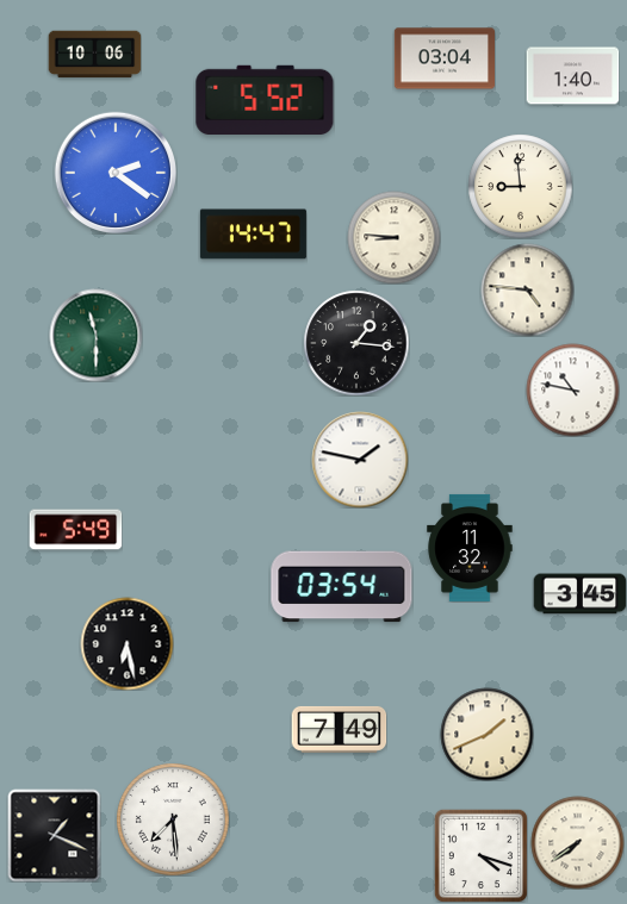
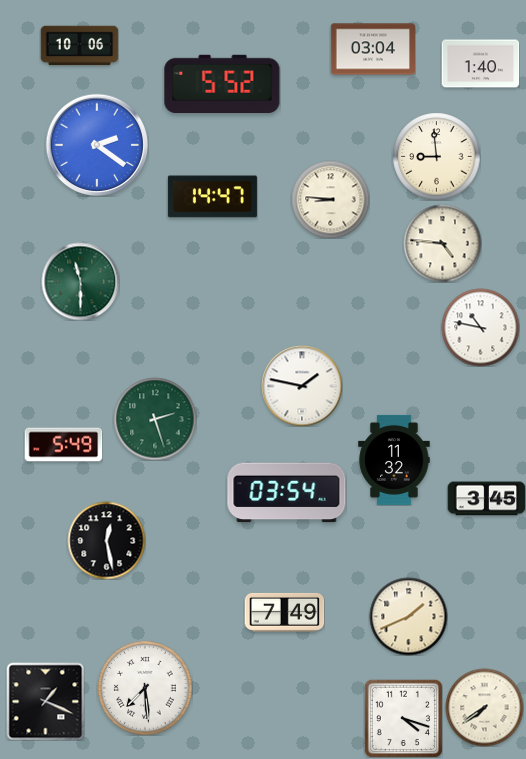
clock at (356, 343): 1:16 -> none
clock at (155, 419): none -> 2:27
clock at (126, 643): 6:28 -> 12:28
